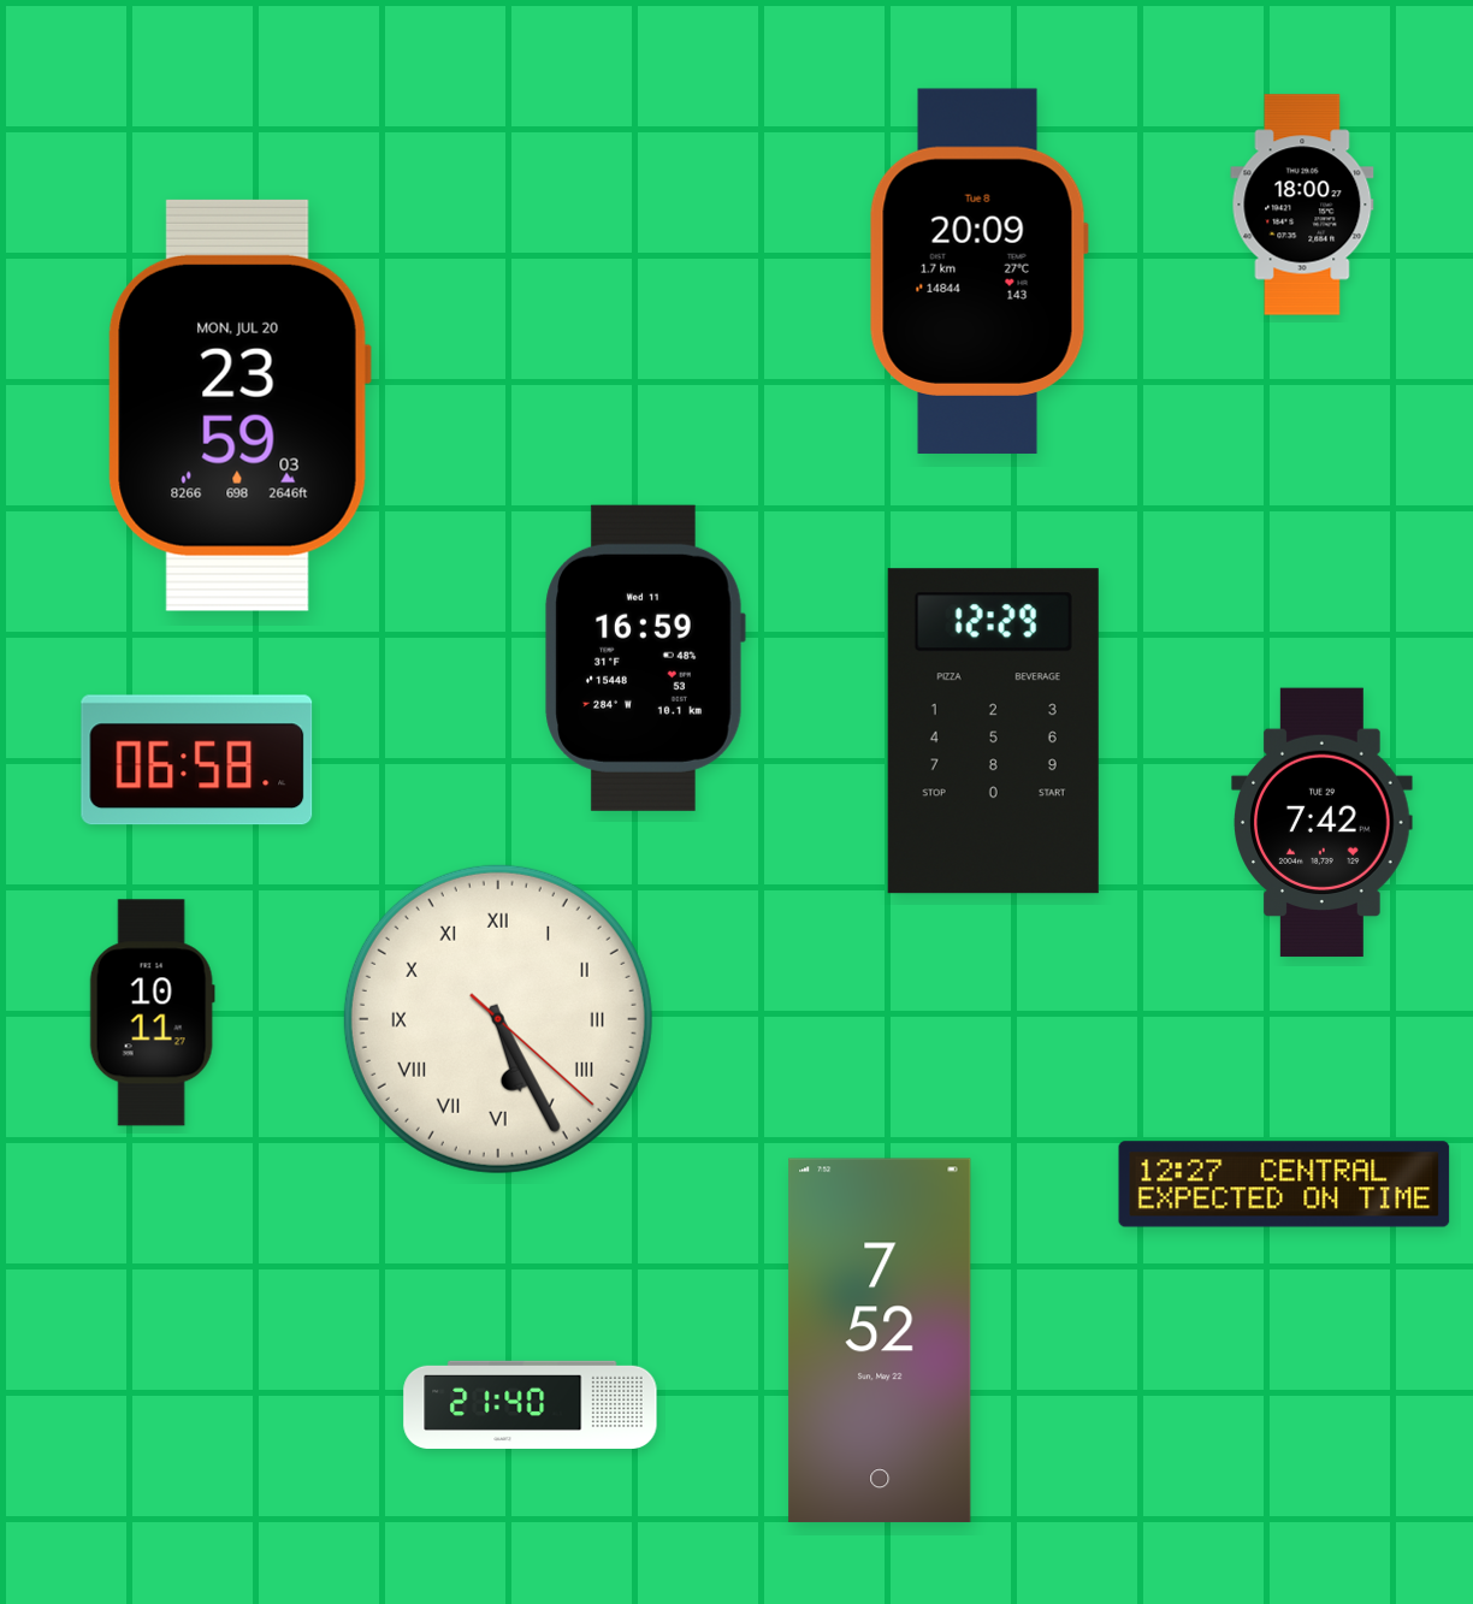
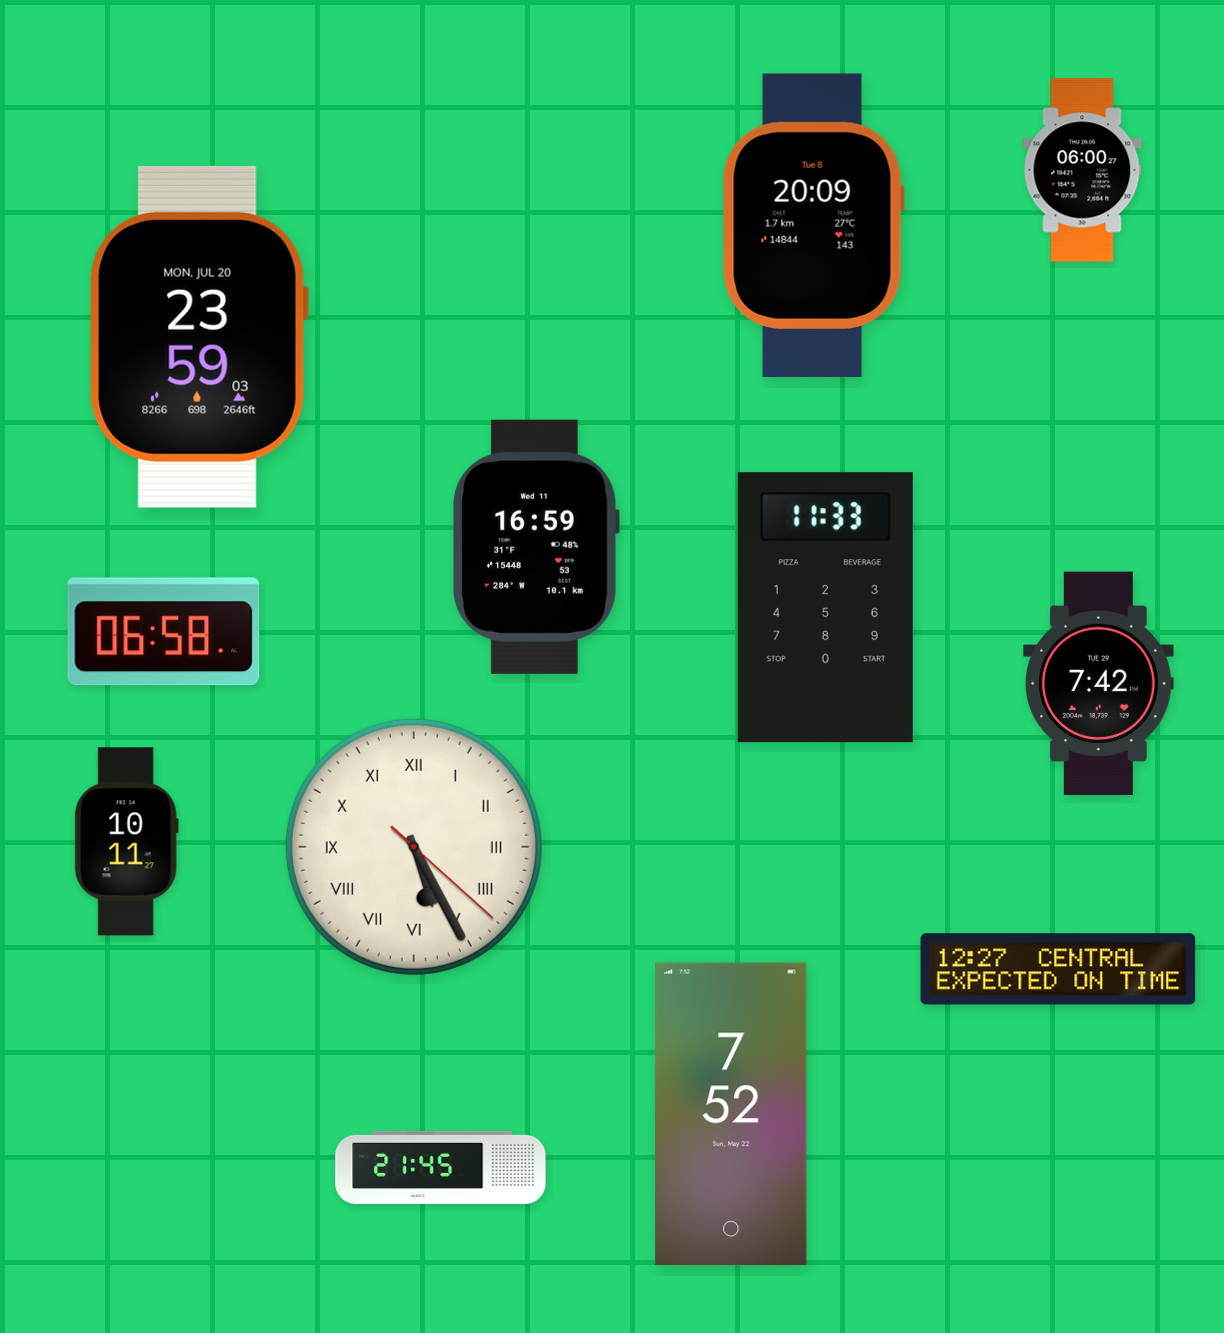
clock at (1302, 205): 18:00 -> 06:00
clock at (993, 732): 12:29 -> 11:33
clock at (1284, 1184) position: (1284, 1184) -> (1058, 969)
clock at (531, 1404): 21:40 -> 21:45
